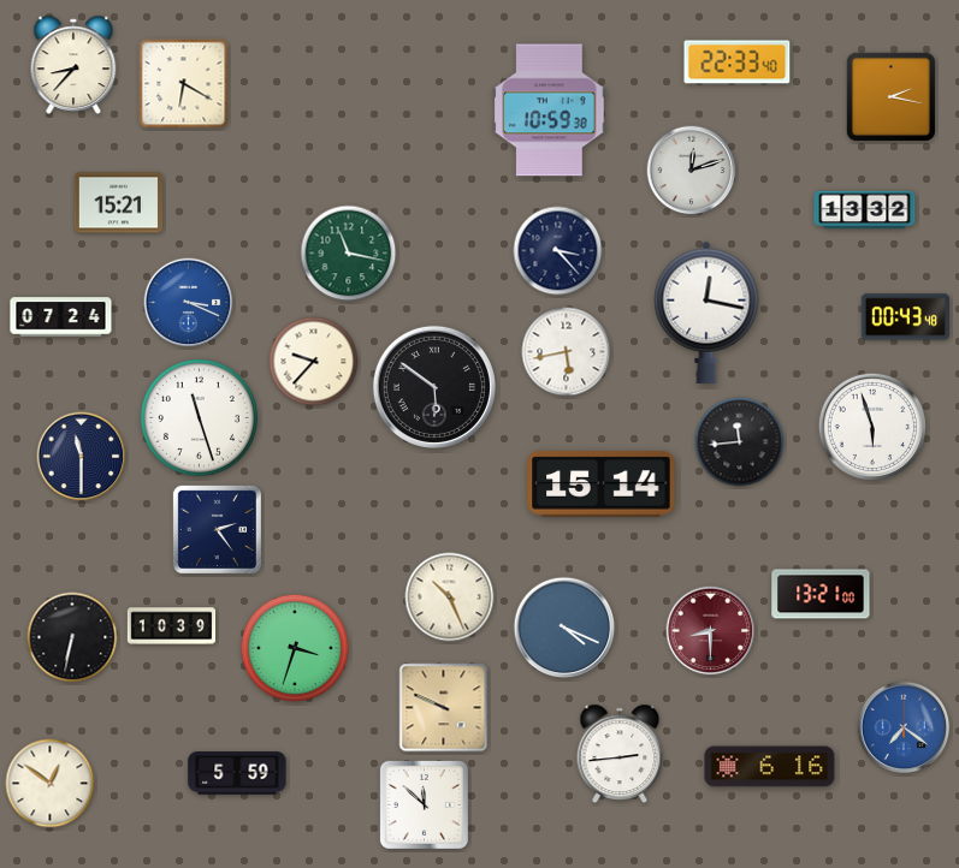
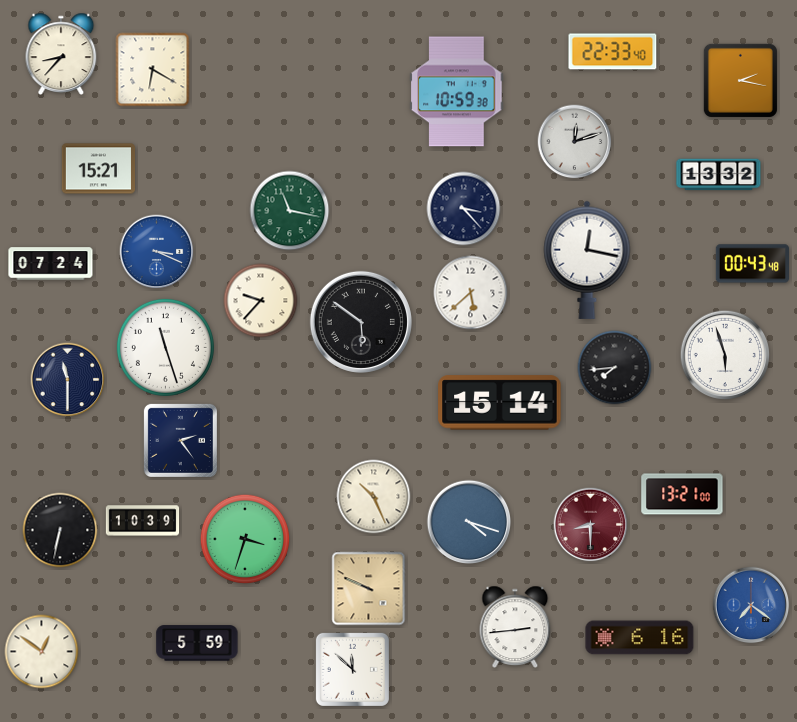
clock at (567, 352): 5:43 -> 5:38
clock at (740, 442): 11:44 -> 7:44
clock at (564, 628): 4:19 -> 4:18
